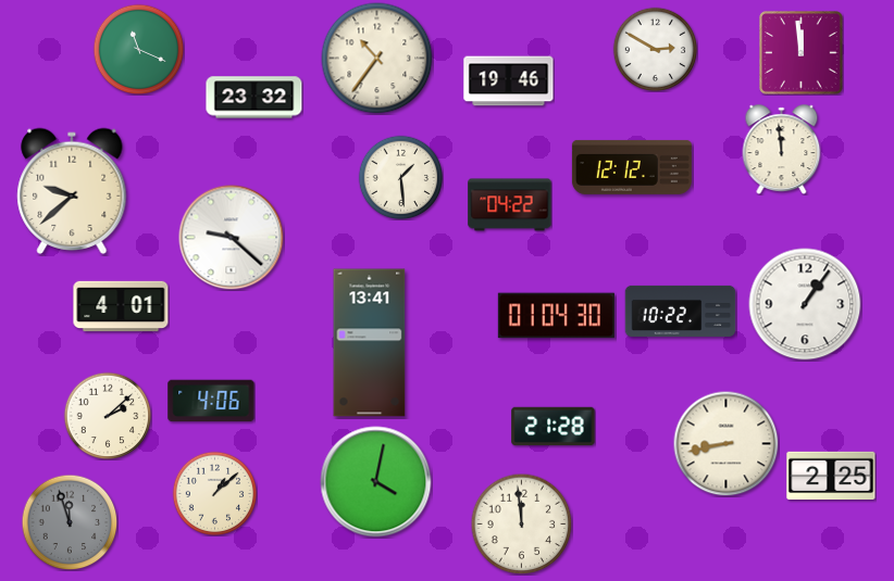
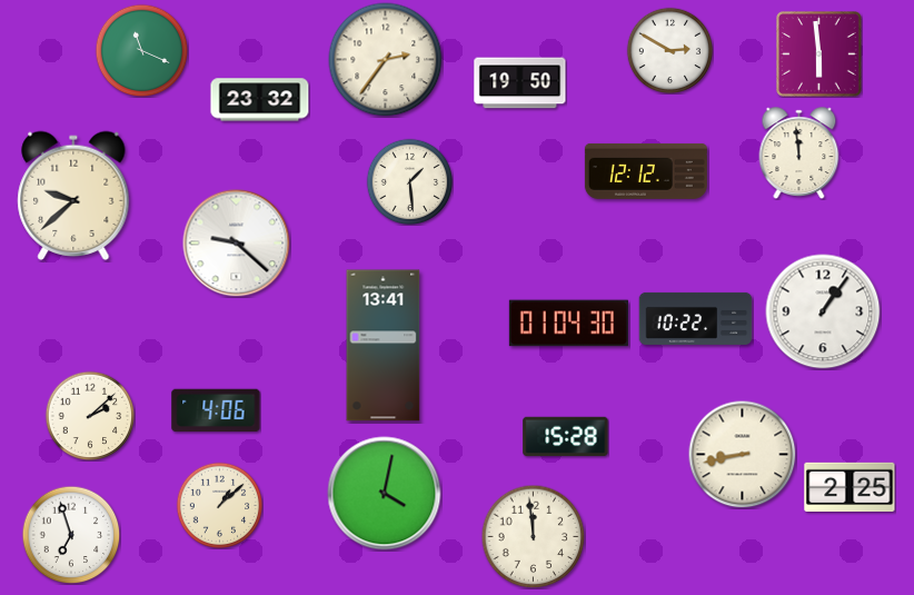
clock at (802, 53): 11:59 -> 5:59
clock at (377, 59): 10:36 -> 2:36
clock at (509, 81): 19:46 -> 19:50
clock at (510, 205): 04:22 -> none
clock at (121, 306): 4:01 -> none
clock at (370, 343) position: (370, 343) -> (384, 346)
clock at (108, 416) position: (108, 416) -> (90, 416)
clock at (554, 427): 21:28 -> 15:28
clock at (70, 522): 11:57 -> 6:57
clock at (70, 522) dial: grey -> white
